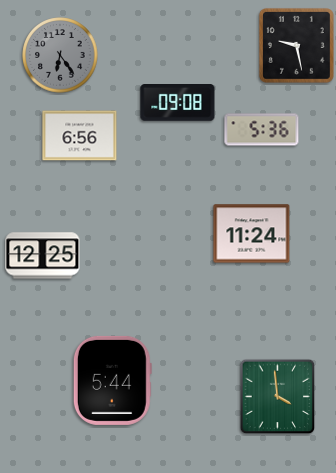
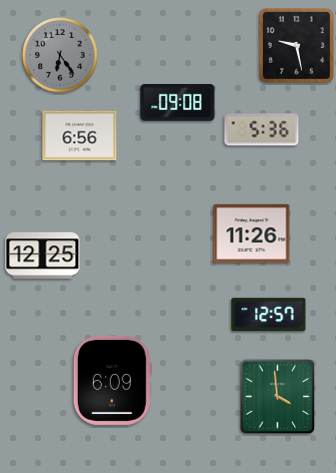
clock at (252, 234): 11:24 -> 11:26
clock at (269, 315): none -> 12:57
clock at (112, 380): 5:44 -> 6:09
